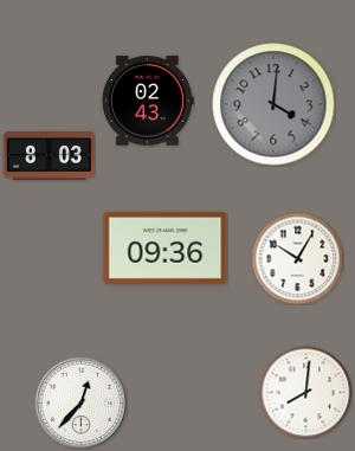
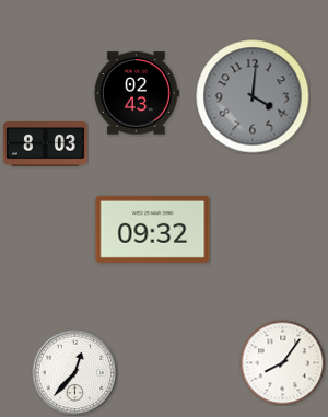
clock at (166, 247): 09:36 -> 09:32
clock at (297, 258): 10:05 -> none
clock at (305, 392): 8:01 -> 8:06
